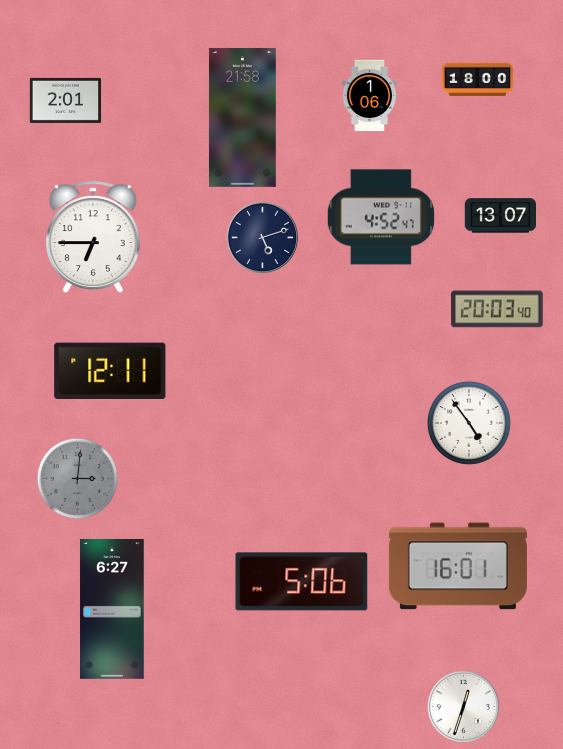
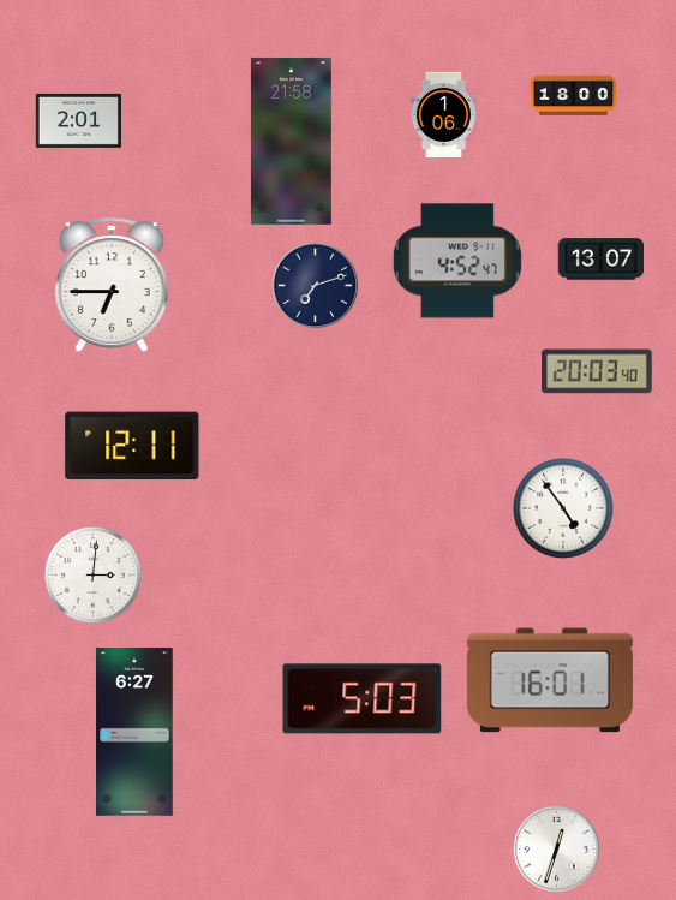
clock at (263, 238): 5:12 -> 7:12
clock at (77, 478) dial: grey -> white
clock at (302, 582): 5:06 -> 5:03
